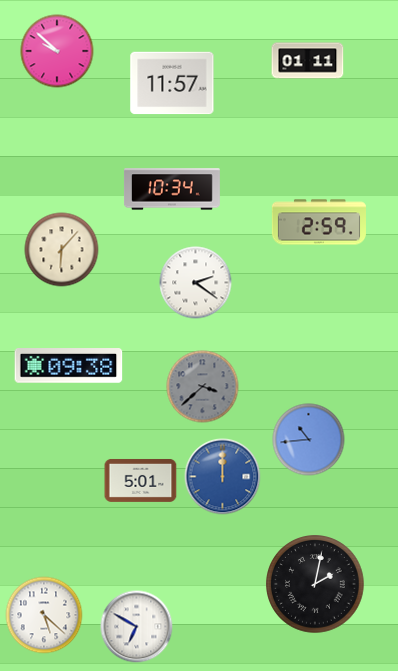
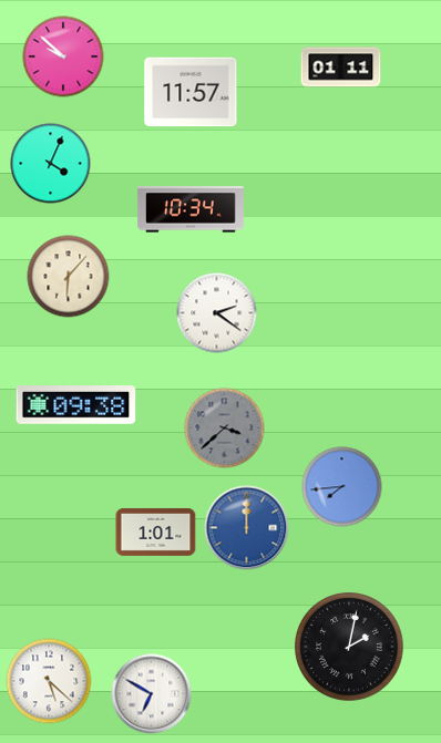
clock at (51, 164): none -> 4:04
clock at (319, 222): 2:59 -> none
clock at (309, 440): 10:44 -> 7:44
clock at (141, 480): 5:01 -> 1:01
